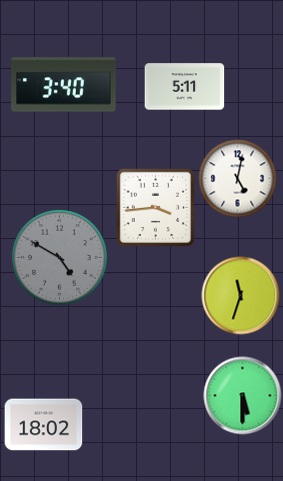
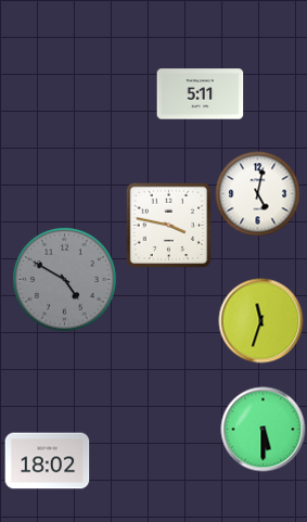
clock at (64, 85): 3:40 -> none
clock at (155, 207): 3:44 -> 3:47
